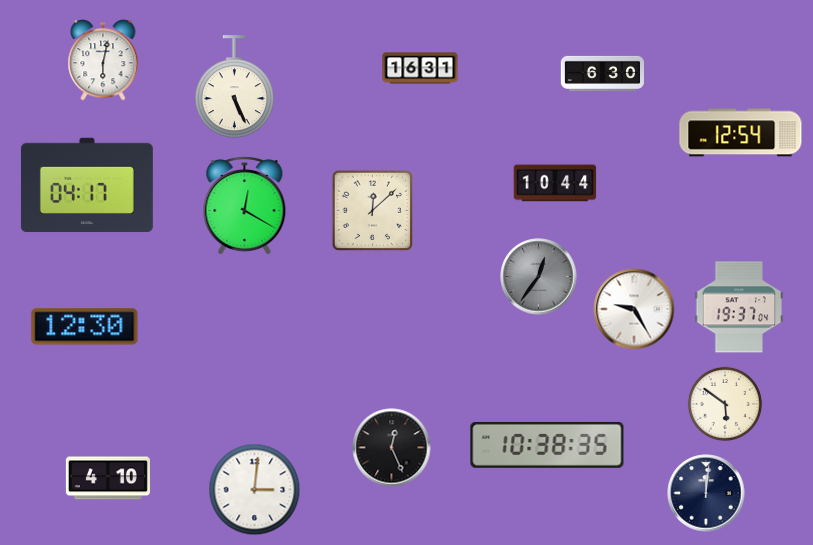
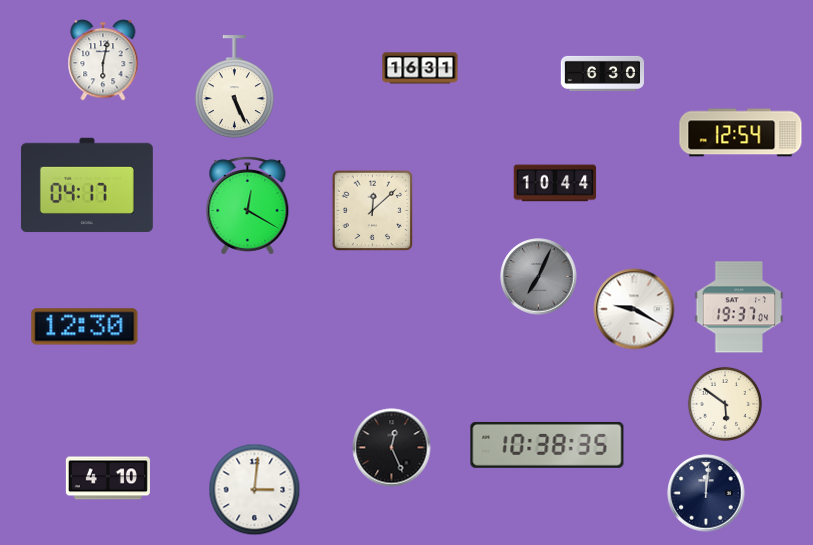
clock at (245, 205) position: (245, 205) -> (248, 205)
clock at (539, 277): 12:36 -> 7:04
clock at (634, 309): 9:25 -> 9:20
